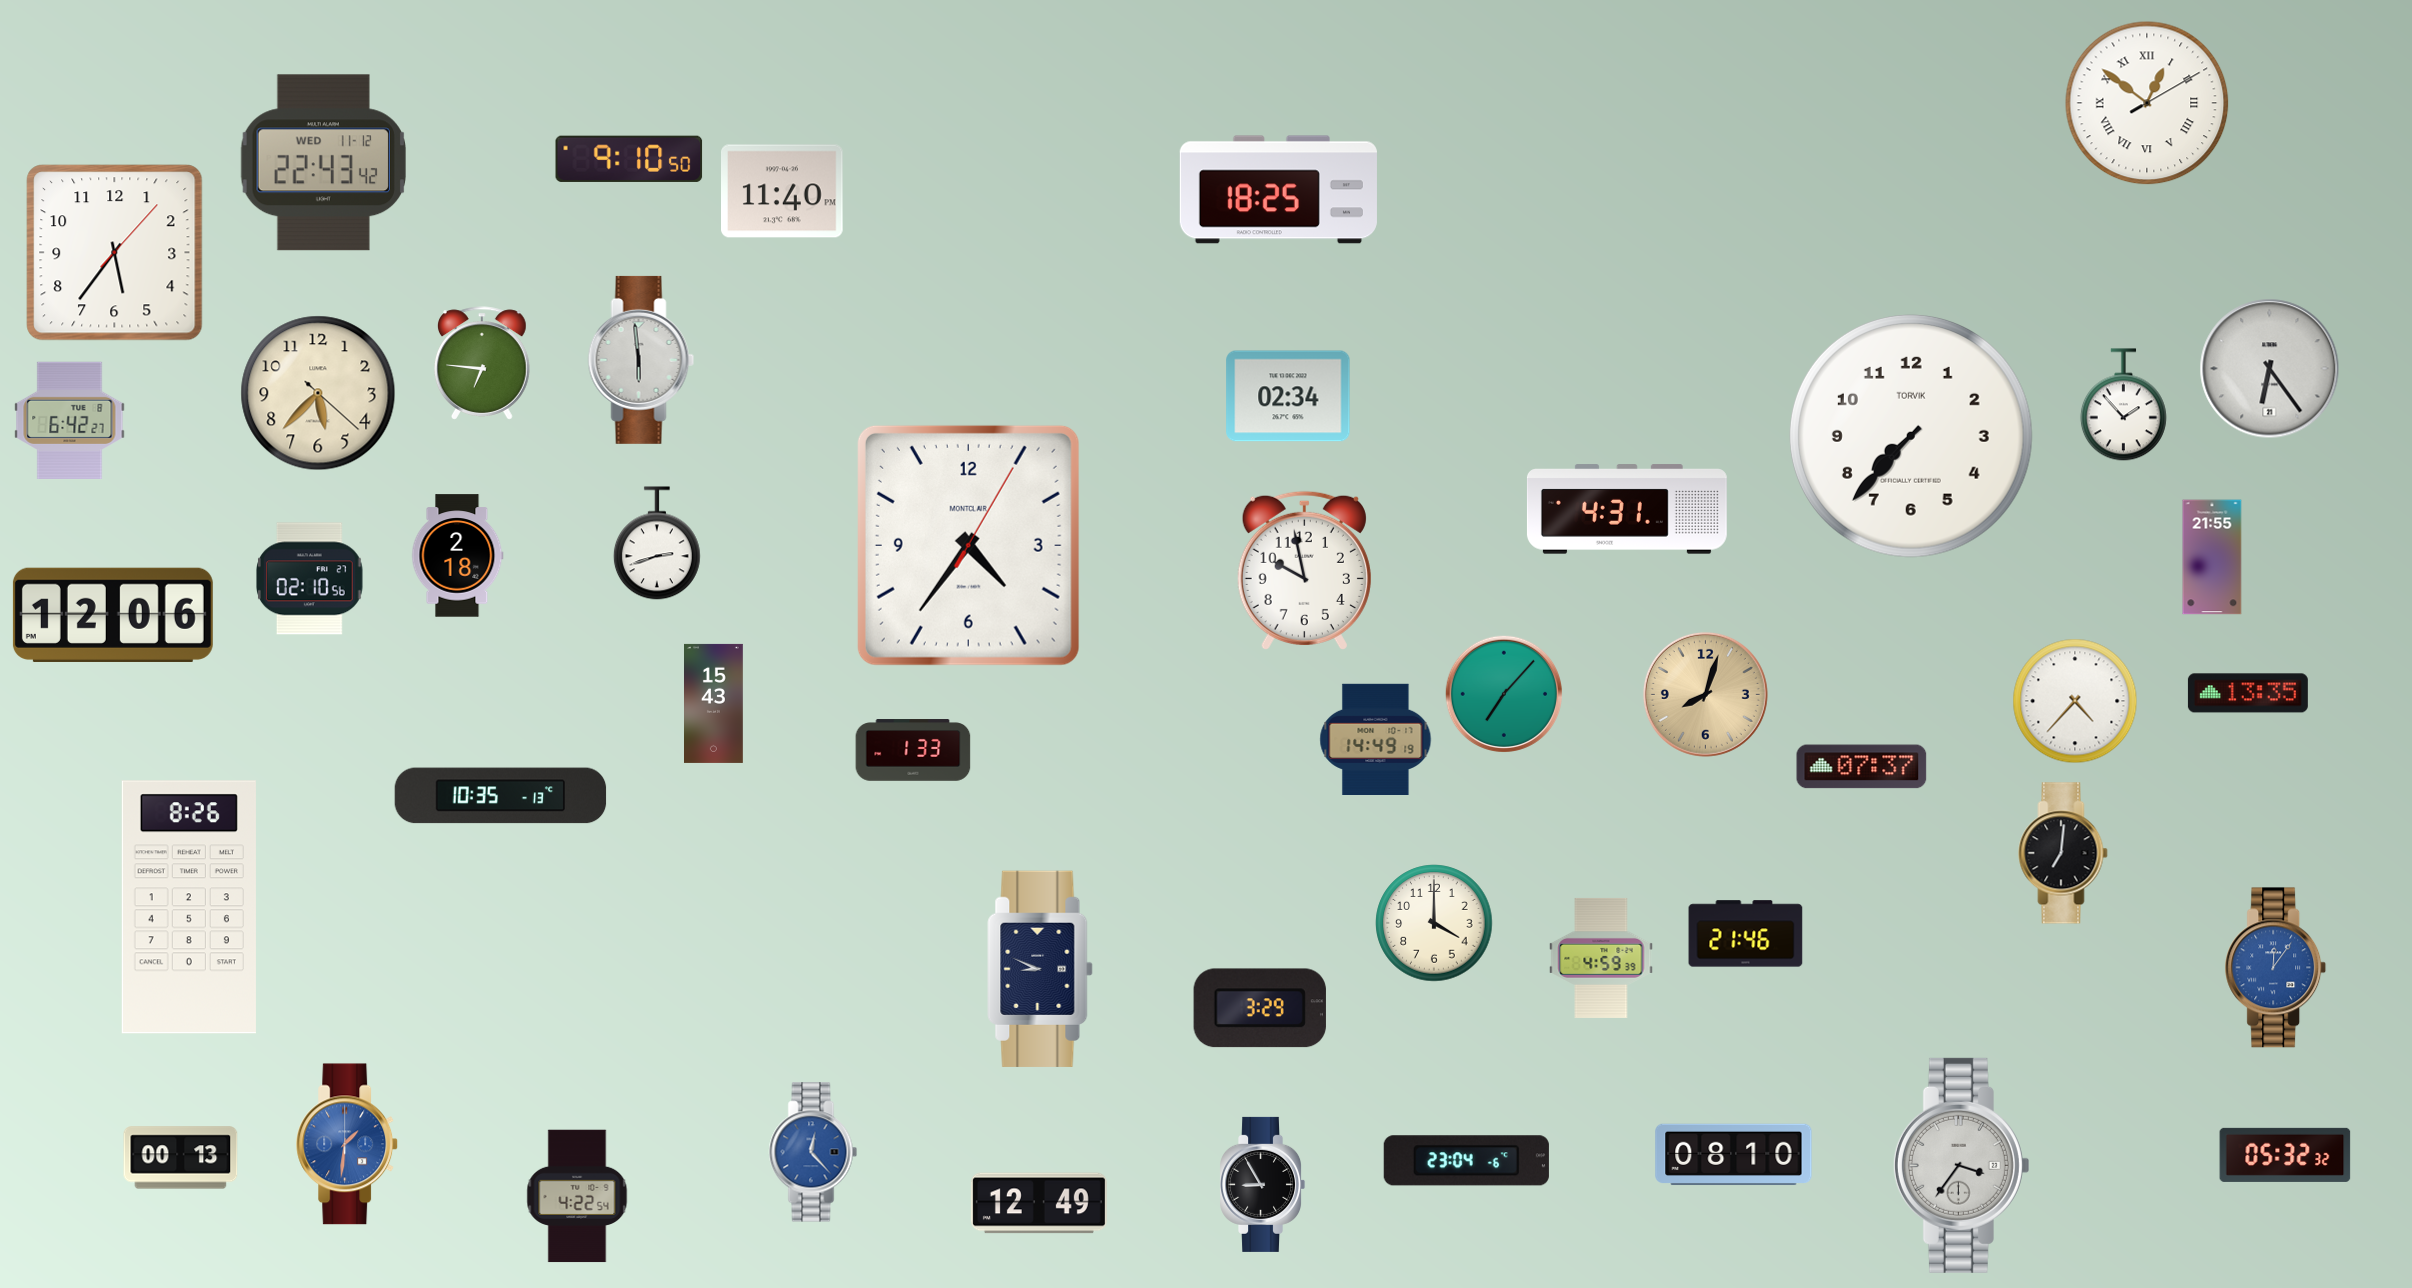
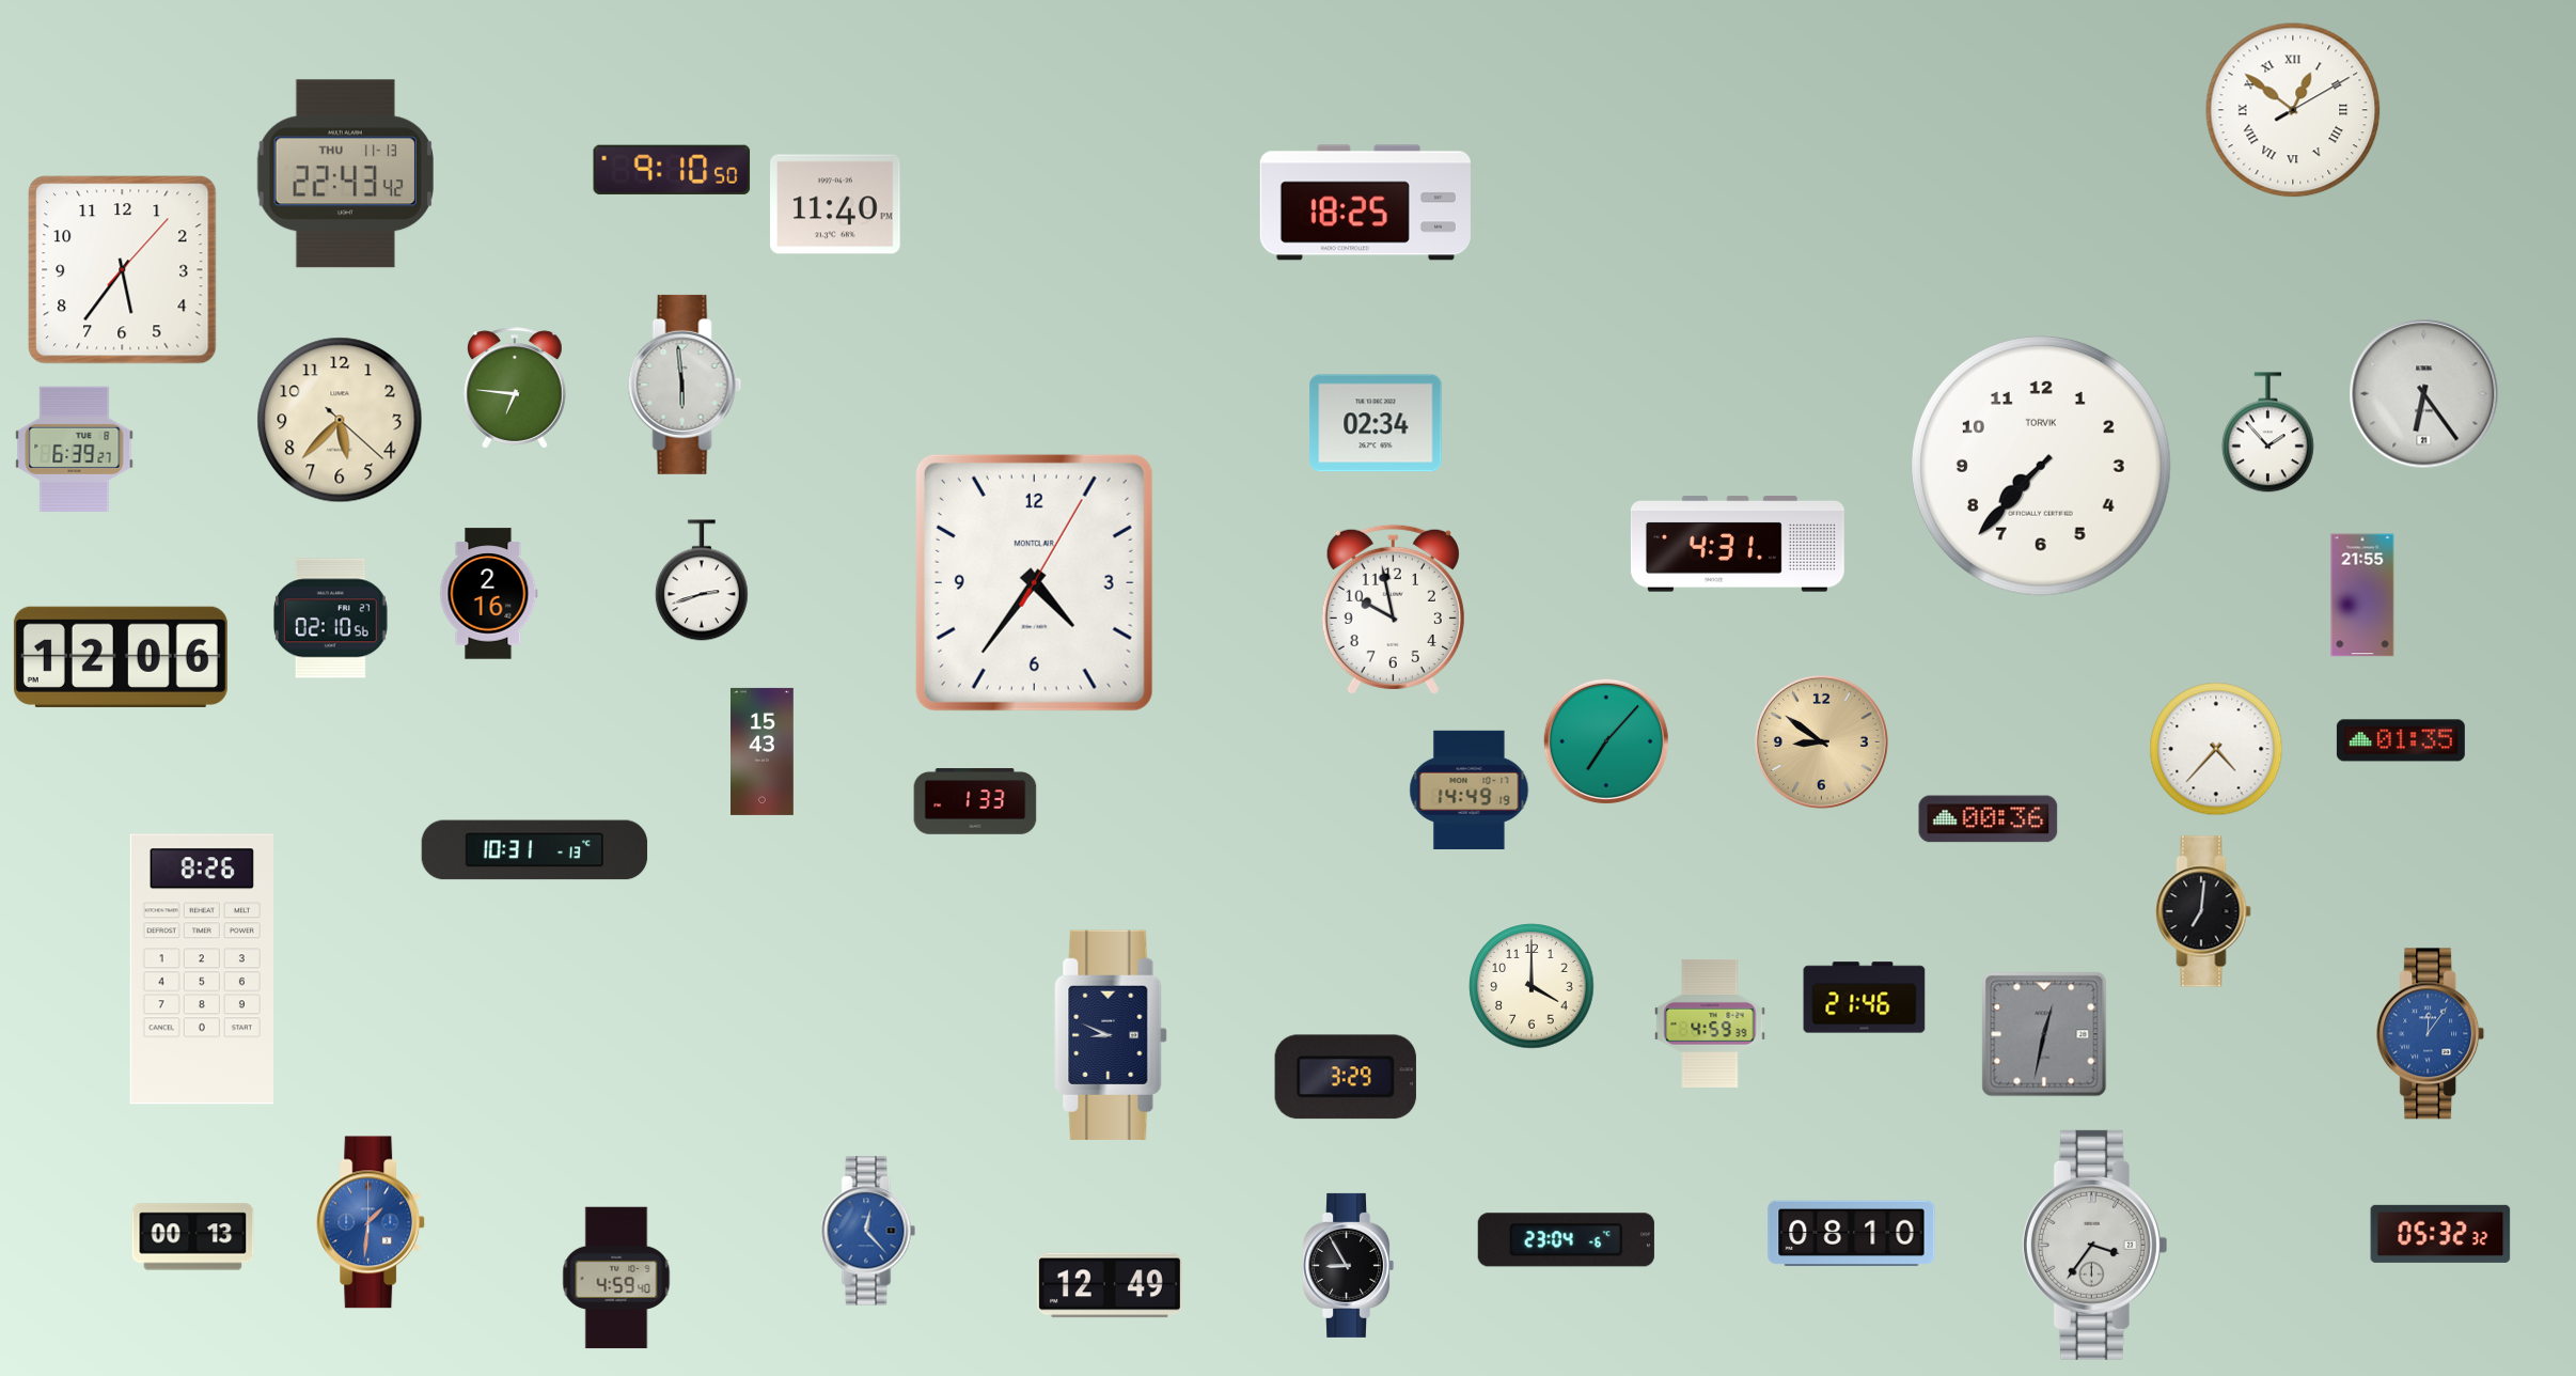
clock at (323, 163) date: WED 11-12 -> THU 11-13
clock at (70, 420): 6:42 -> 6:39
clock at (458, 556): 2:18 -> 2:16
clock at (2248, 693): 13:35 -> 01:35
clock at (1705, 694): 8:03 -> 8:51
clock at (1862, 767): 07:37 -> 00:36
clock at (501, 796): 10:35 -> 10:31
clock at (2044, 1034): none -> 12:32
clock at (577, 1196): 4:22 -> 4:59
